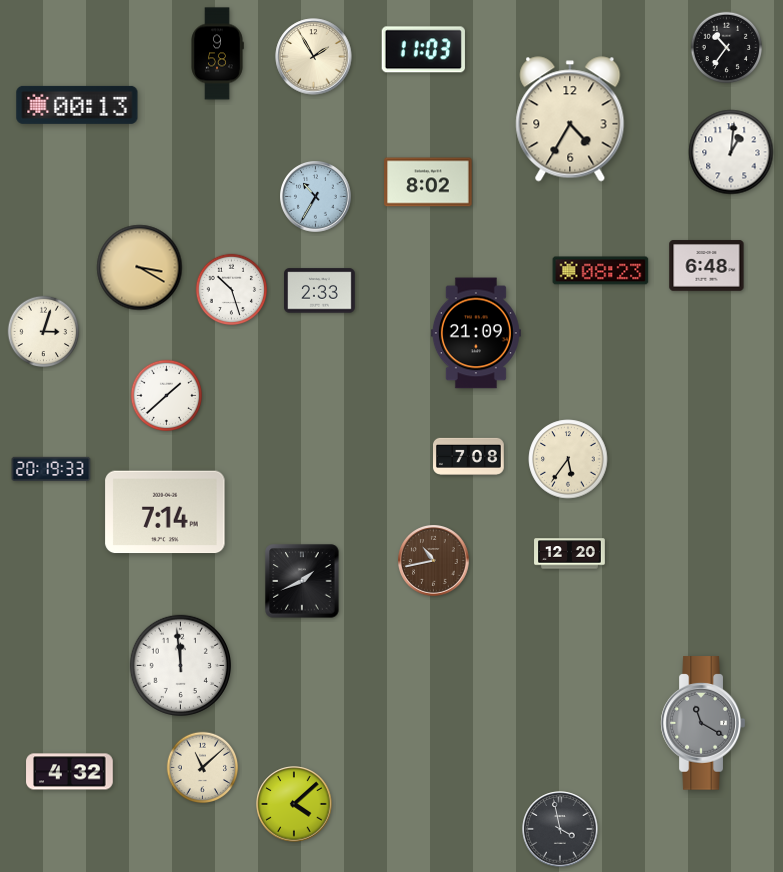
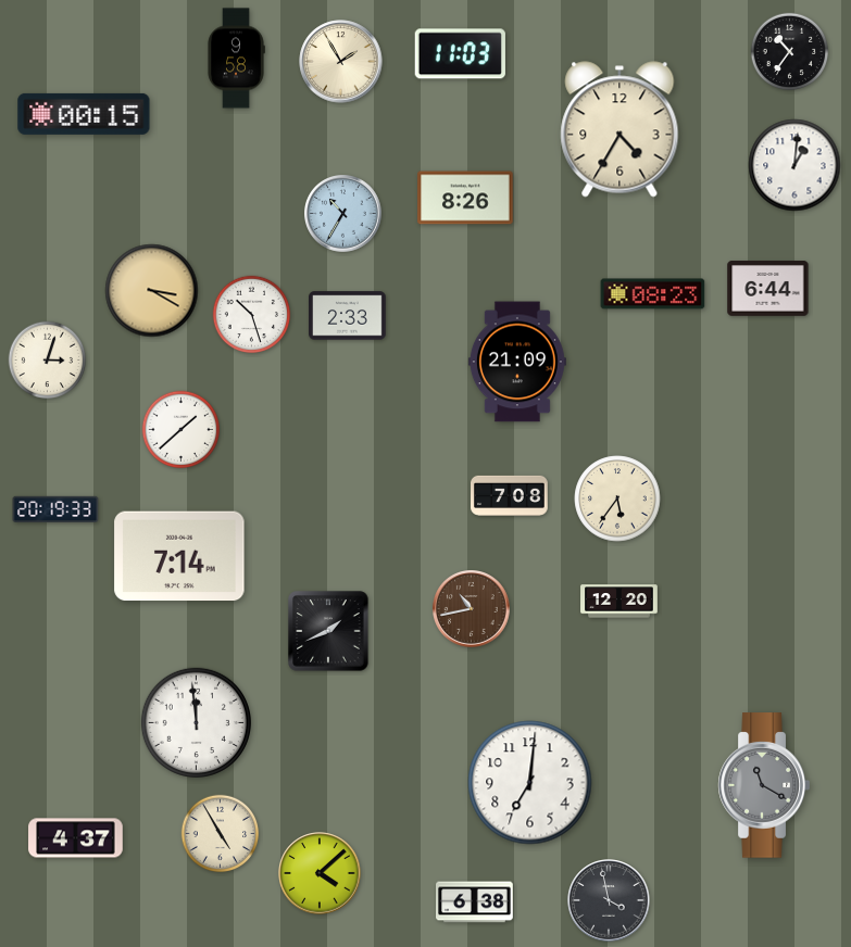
clock at (77, 105): 00:13 -> 00:15
clock at (428, 182): 8:02 -> 8:26
clock at (707, 266): 6:48 -> 6:44
clock at (530, 783): none -> 7:01
clock at (203, 768): 11:08 -> 4:55
clock at (70, 772): 4:32 -> 4:37
clock at (475, 902): none -> 6:38
